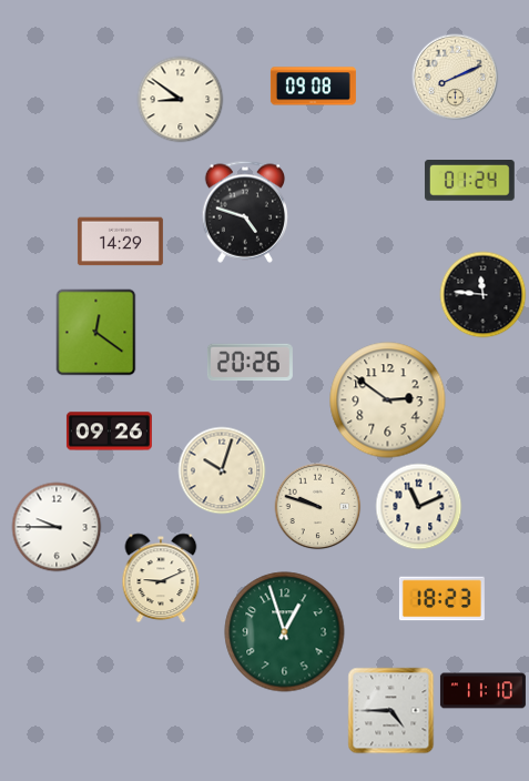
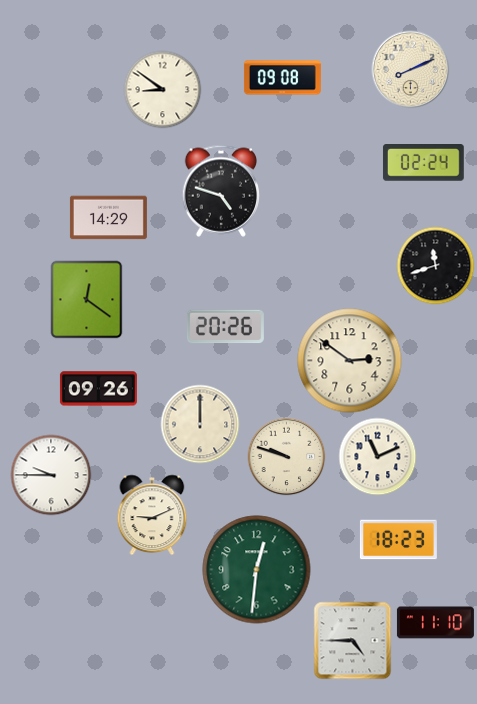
clock at (469, 181): 01:24 -> 02:24
clock at (482, 294): 11:46 -> 11:42
clock at (222, 470): 10:03 -> 12:00
clock at (161, 578) position: (161, 578) -> (152, 515)
clock at (285, 632): 12:57 -> 12:31
